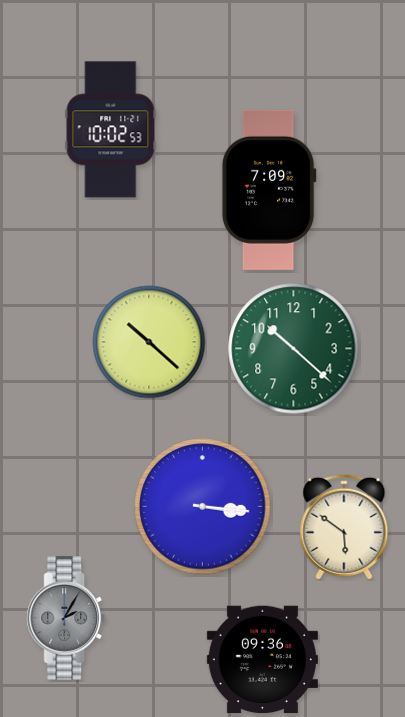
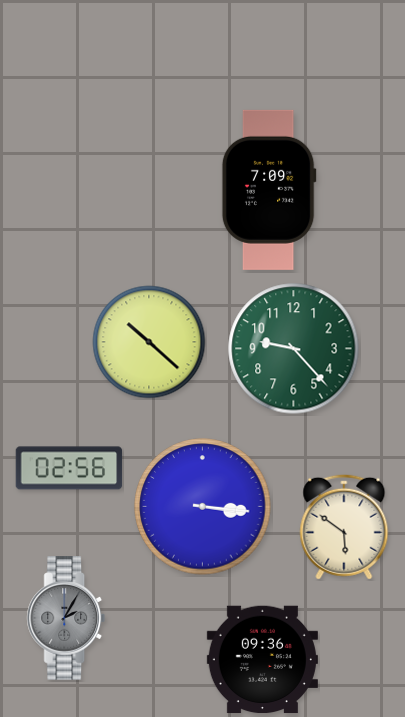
clock at (111, 130): 10:02 -> none
clock at (294, 349): 10:22 -> 9:23
clock at (69, 468): none -> 02:56
